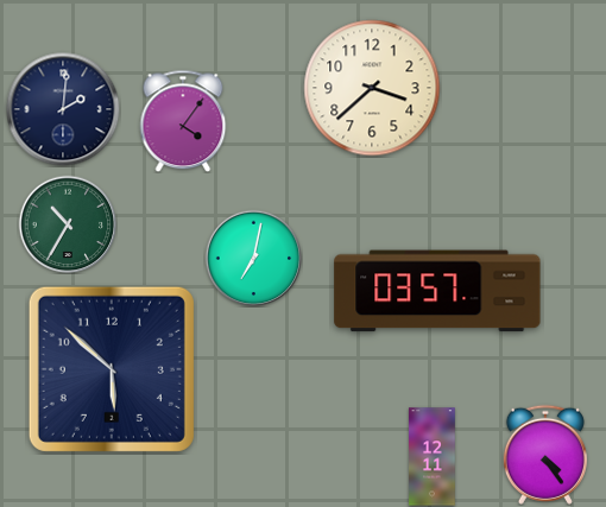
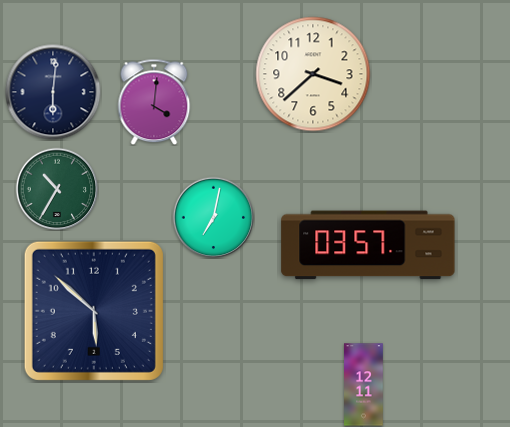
clock at (63, 109): 2:01 -> 6:01
clock at (183, 121): 4:06 -> 4:01
clock at (545, 455): 4:24 -> none
